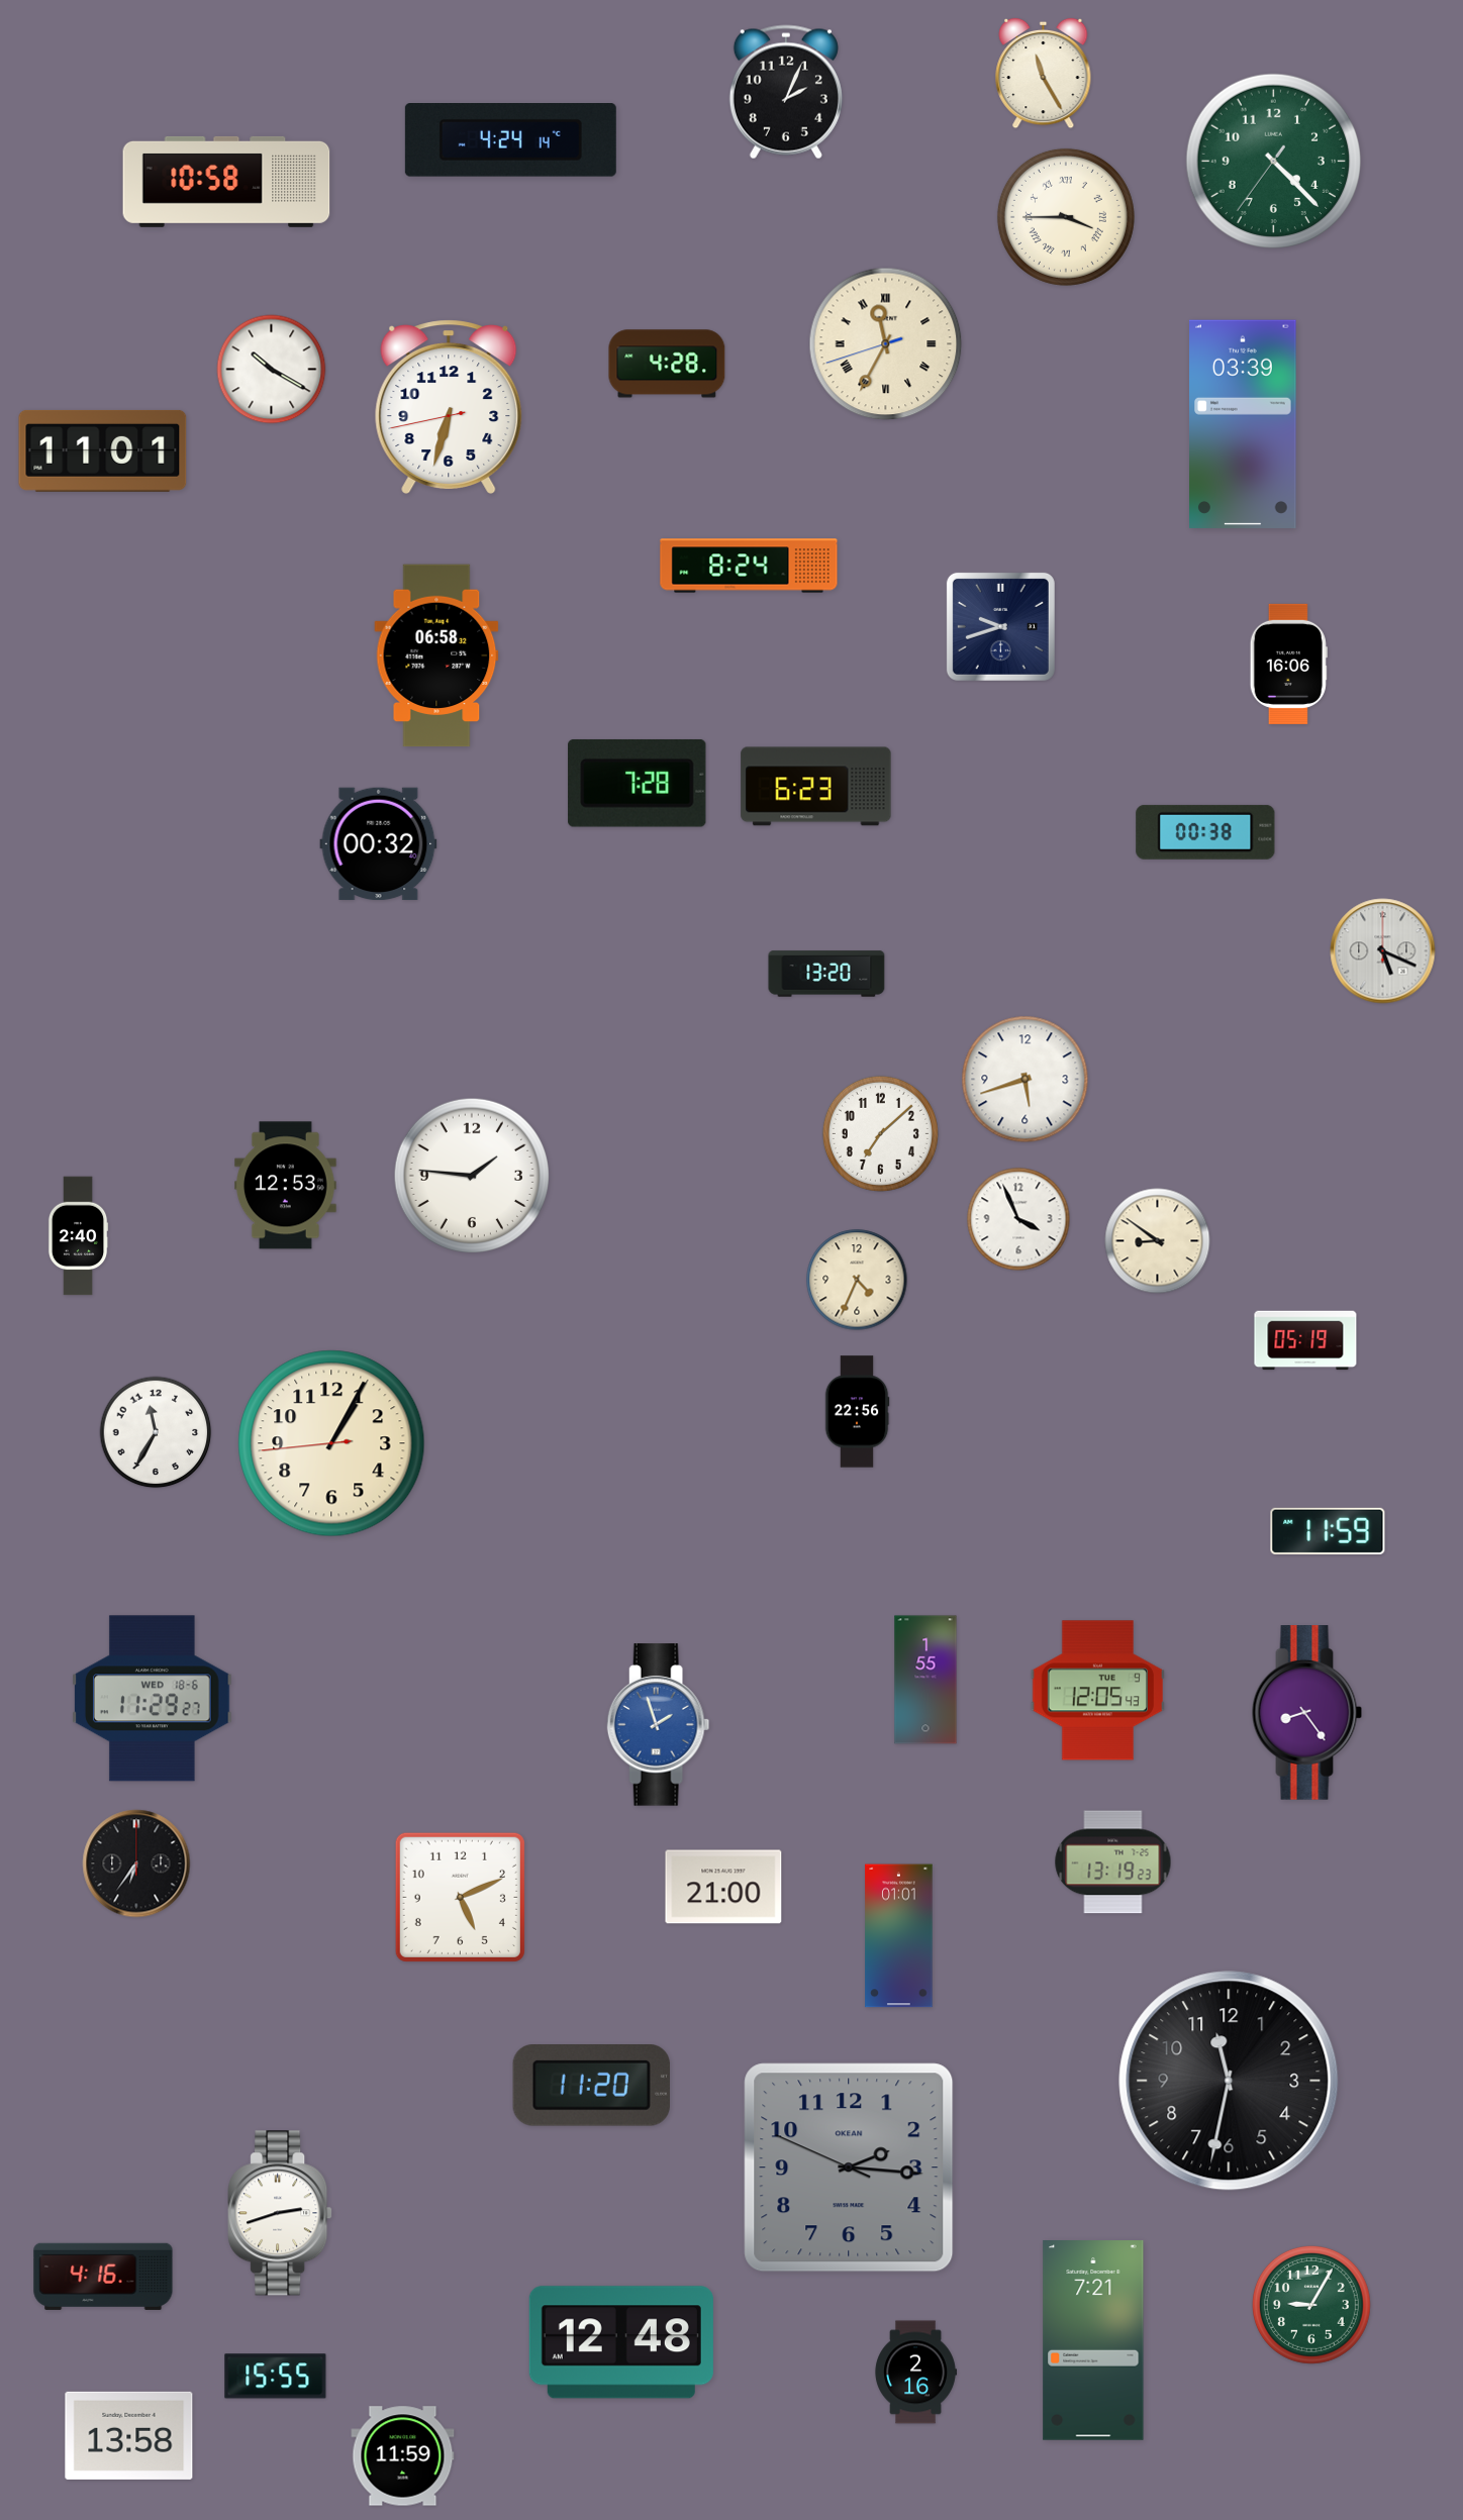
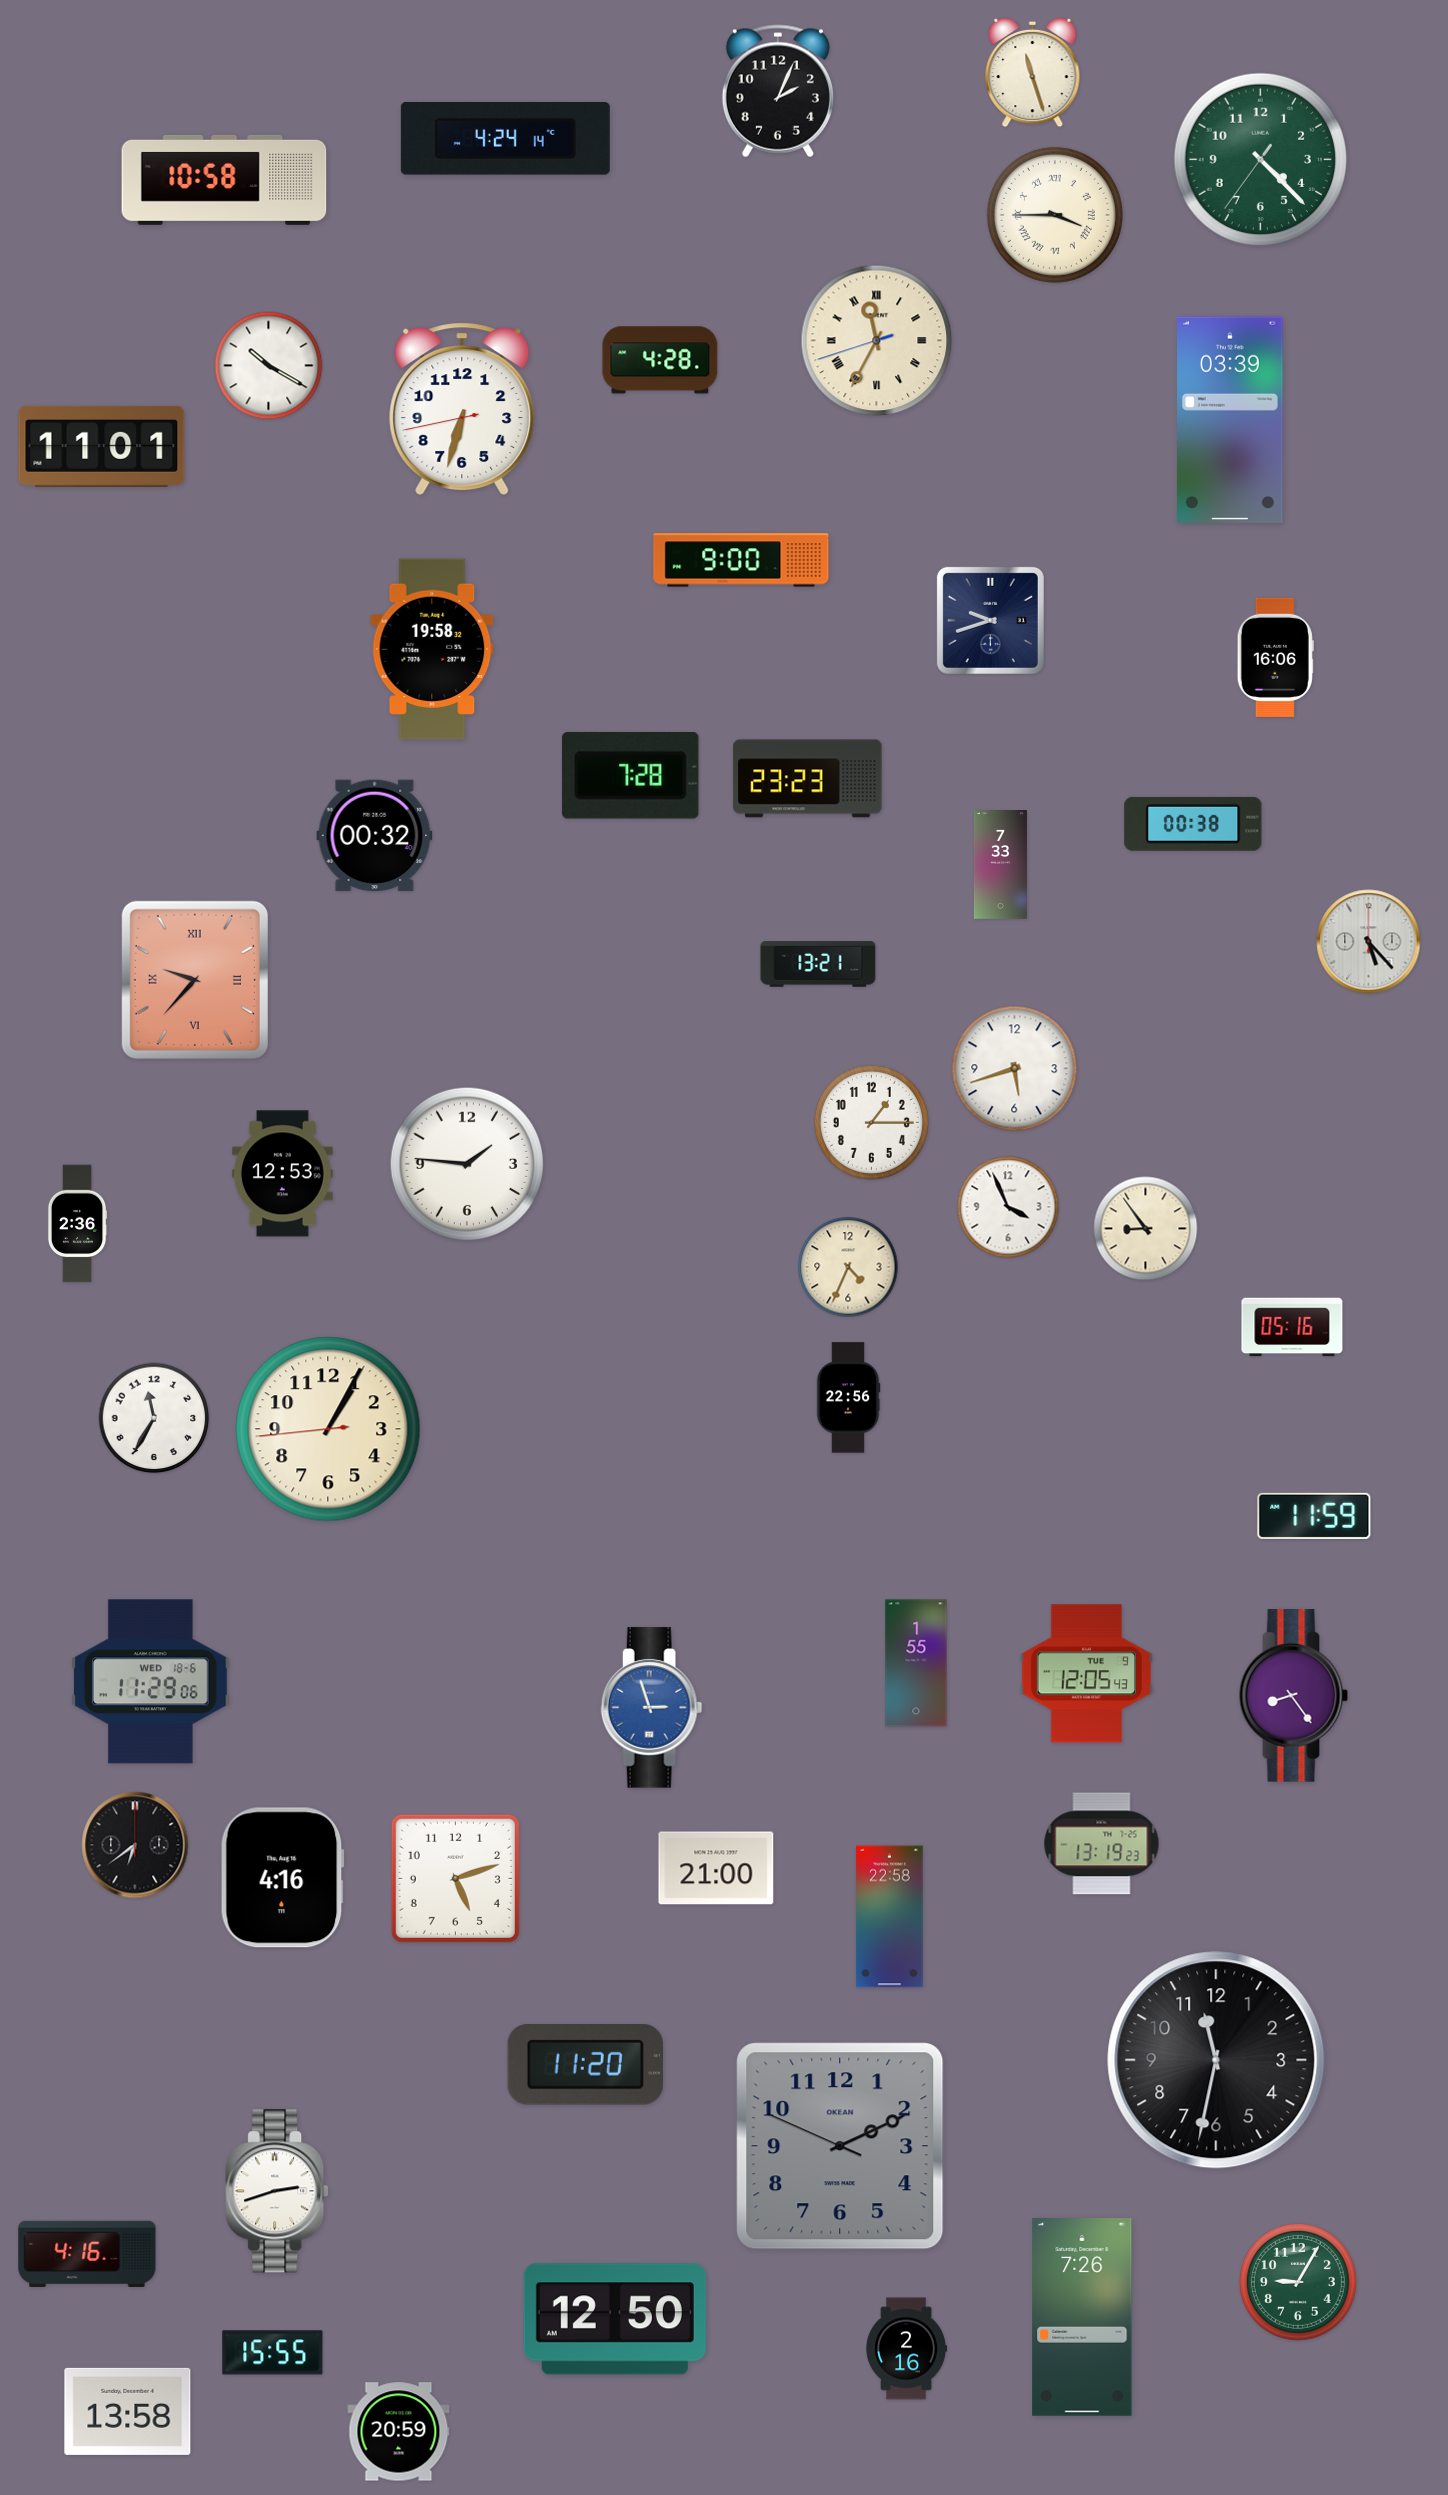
clock at (1044, 74): 11:25 -> 11:27
clock at (449, 407) position: (449, 407) -> (462, 409)
clock at (749, 566): 8:24 -> 9:00
clock at (436, 656): 06:58 -> 19:58
clock at (816, 787): 6:23 -> 23:23
clock at (1000, 865): none -> 7:33
clock at (1383, 951): 5:19 -> 5:23
clock at (826, 974): 13:20 -> 13:21
clock at (195, 980): none -> 9:37
clock at (880, 1133): 7:08 -> 1:15
clock at (78, 1236): 2:40 -> 2:36
clock at (1158, 1241): 8:51 -> 8:54
clock at (1305, 1340): 05:19 -> 05:16
clock at (153, 1699): 11:29:27 -> 11:29:06
clock at (659, 1725): 1:57 -> 2:57
clock at (136, 1863): 6:36 -> 6:39
clock at (282, 1878): none -> 4:16
clock at (460, 1897): 5:11 -> 5:12
clock at (899, 1936): 01:01 -> 22:58
clock at (849, 2168): 2:15 -> 2:10
clock at (103, 2277) position: (103, 2277) -> (87, 2254)
clock at (1093, 2341): 7:21 -> 7:26
clock at (621, 2342): 12:48 -> 12:50
clock at (403, 2456): 11:59 -> 20:59
